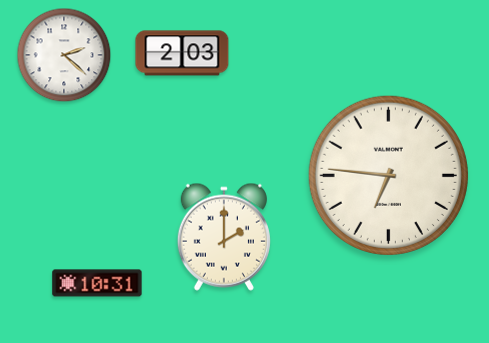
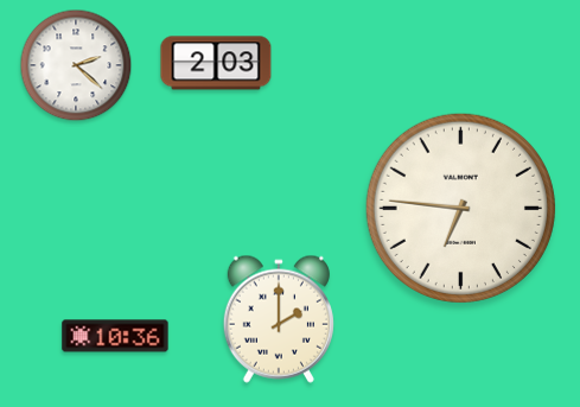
clock at (224, 237) position: (224, 237) -> (279, 319)
clock at (97, 283): 10:31 -> 10:36
